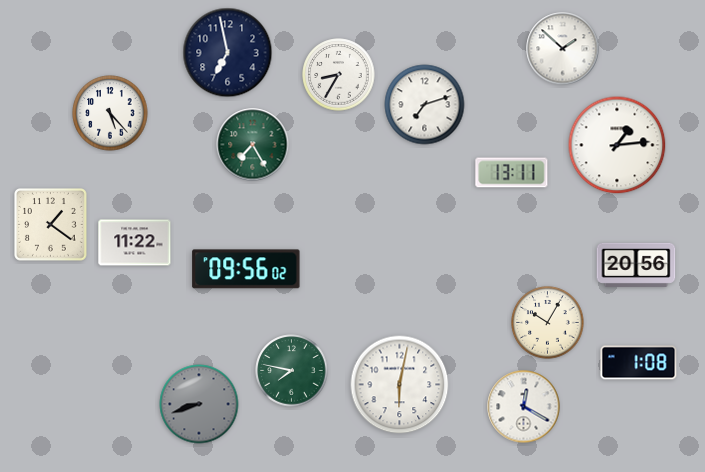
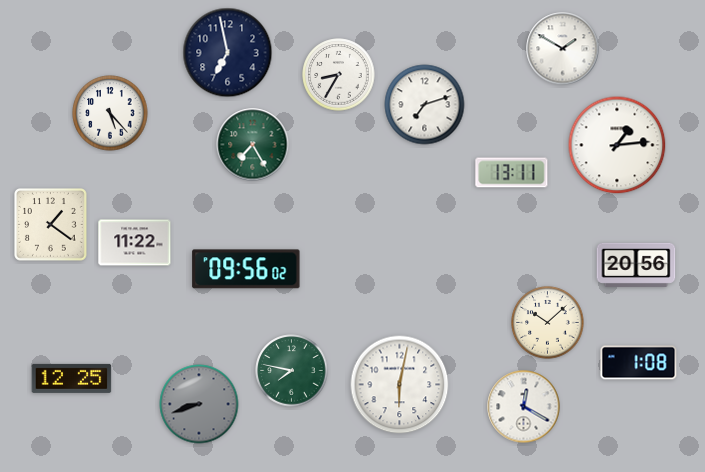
clock at (563, 49): 1:52 -> 1:50
clock at (548, 323): 10:05 -> 10:08
clock at (72, 378): none -> 12:25
